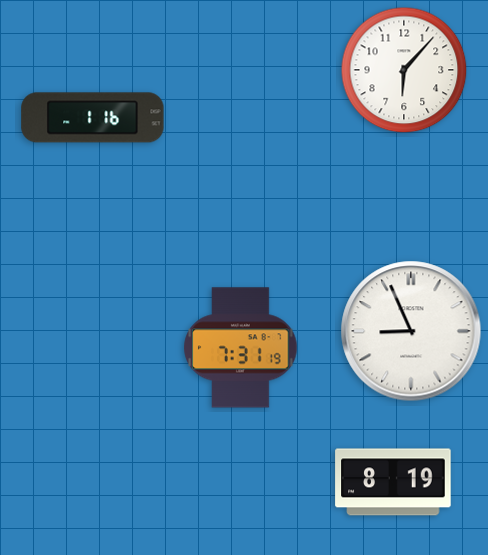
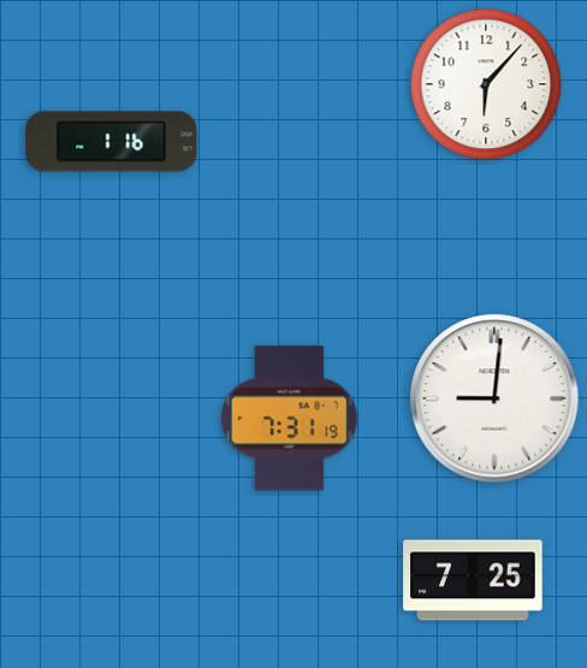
clock at (411, 331): 8:56 -> 9:01
clock at (393, 482): 8:19 -> 7:25
